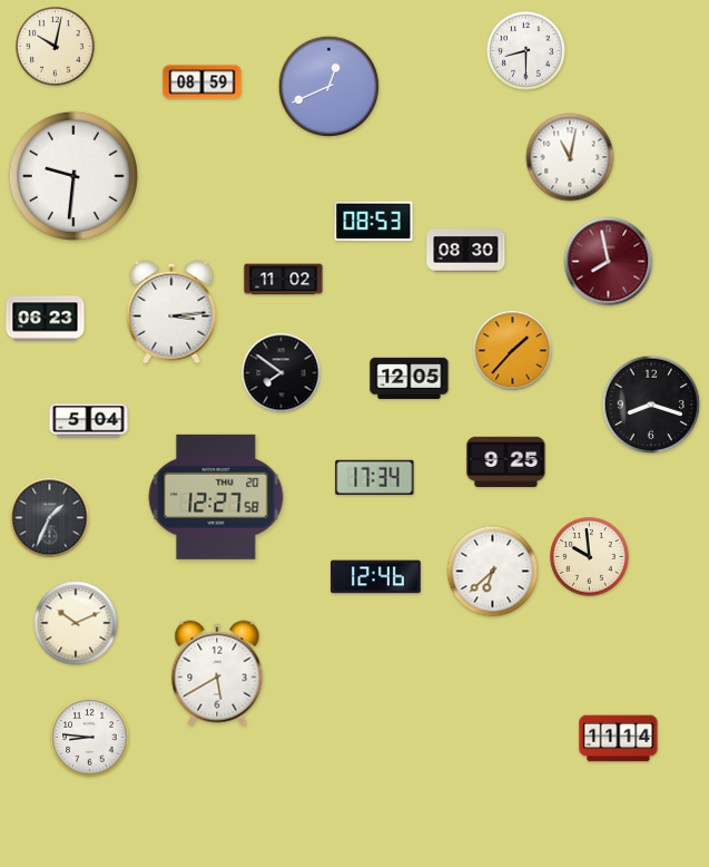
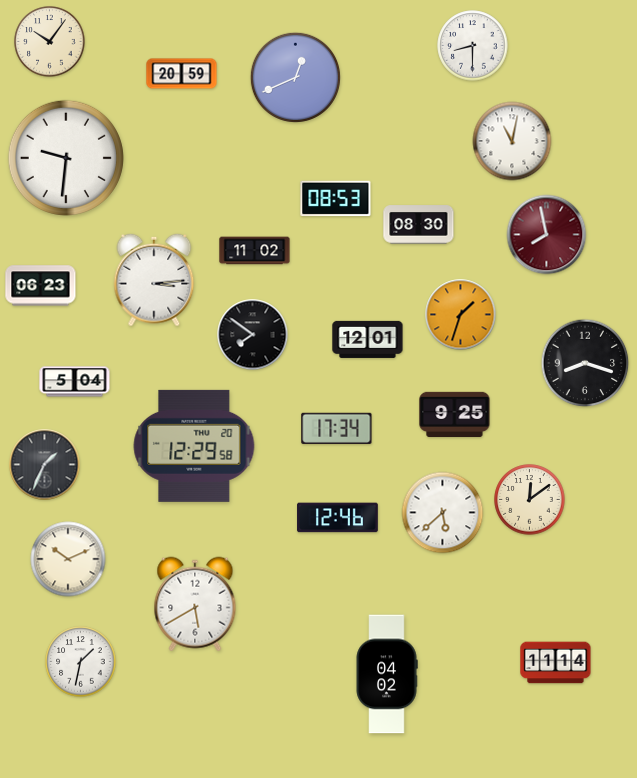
clock at (56, 47): 10:02 -> 10:06
clock at (203, 82): 08:59 -> 20:59
clock at (513, 351): 1:37 -> 1:33
clock at (410, 378): 12:05 -> 12:01
clock at (89, 421) position: (89, 421) -> (75, 382)
clock at (216, 497): 12:27 -> 12:29
clock at (590, 557): 9:59 -> 12:09
clock at (493, 572): 6:38 -> 5:38
clock at (90, 738): 8:46 -> 1:32
clock at (387, 674): none -> 04:02
